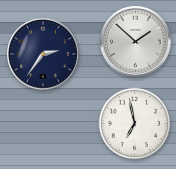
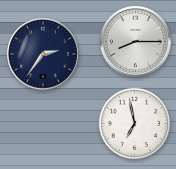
clock at (136, 42): 1:52 -> 8:15
